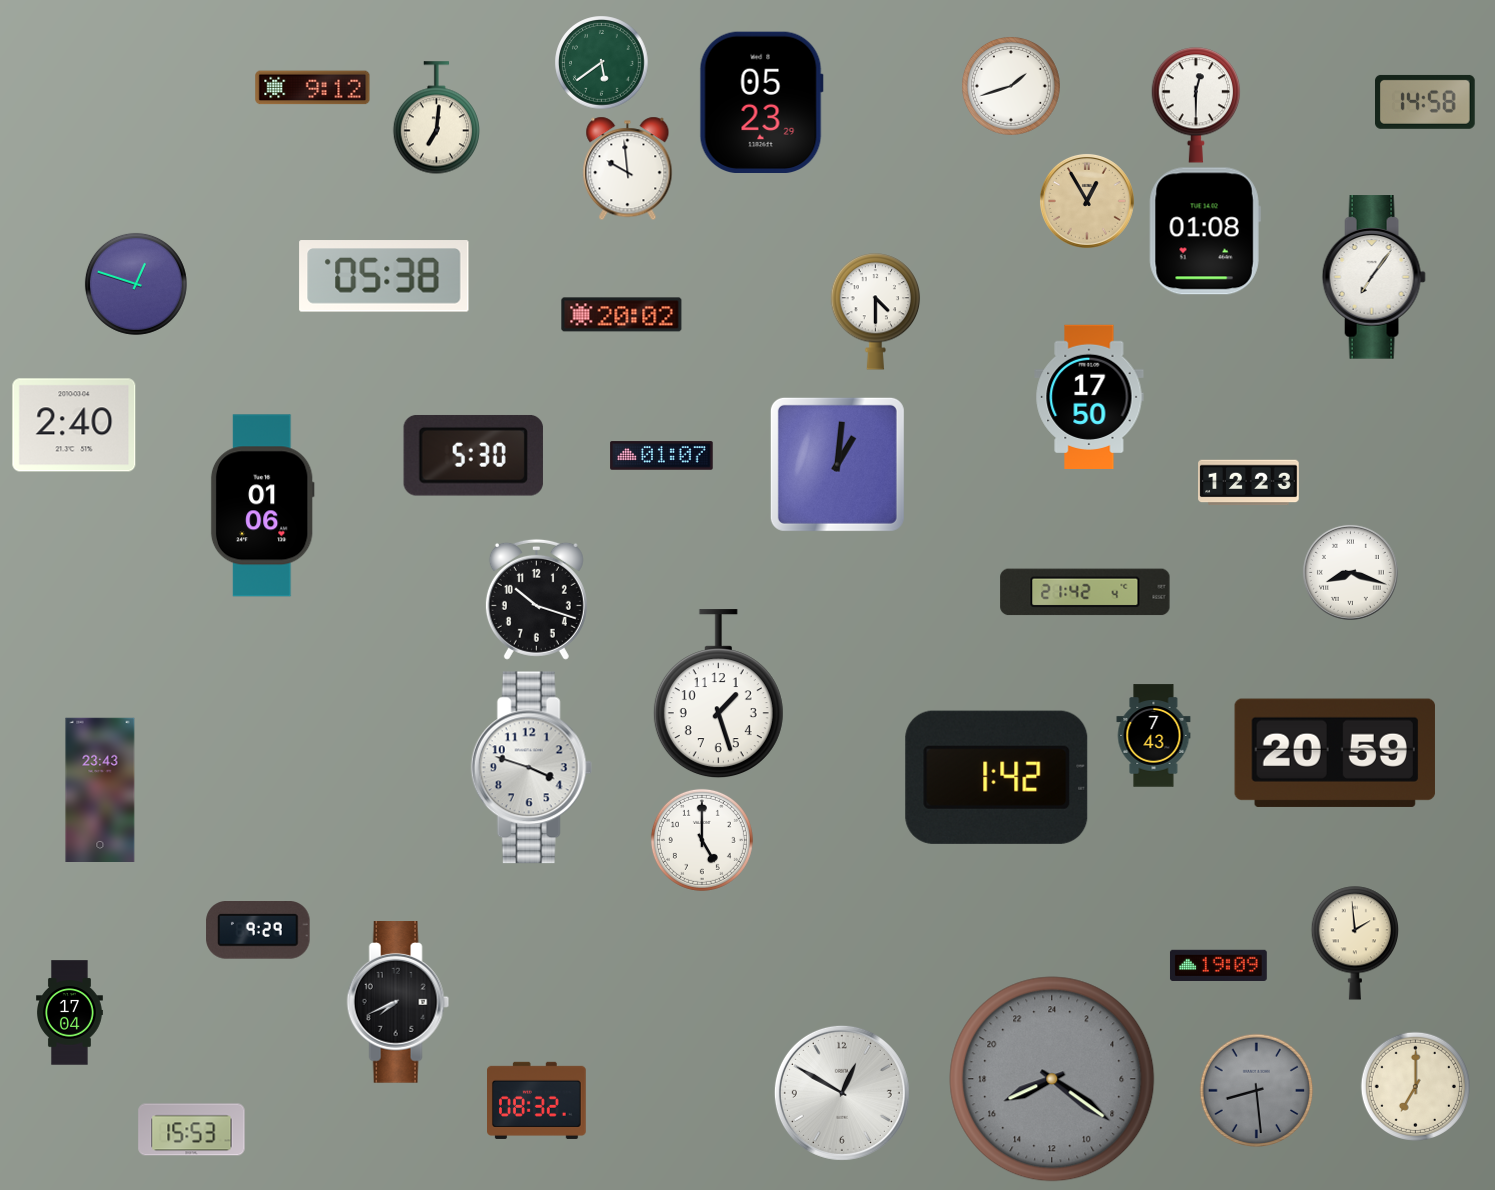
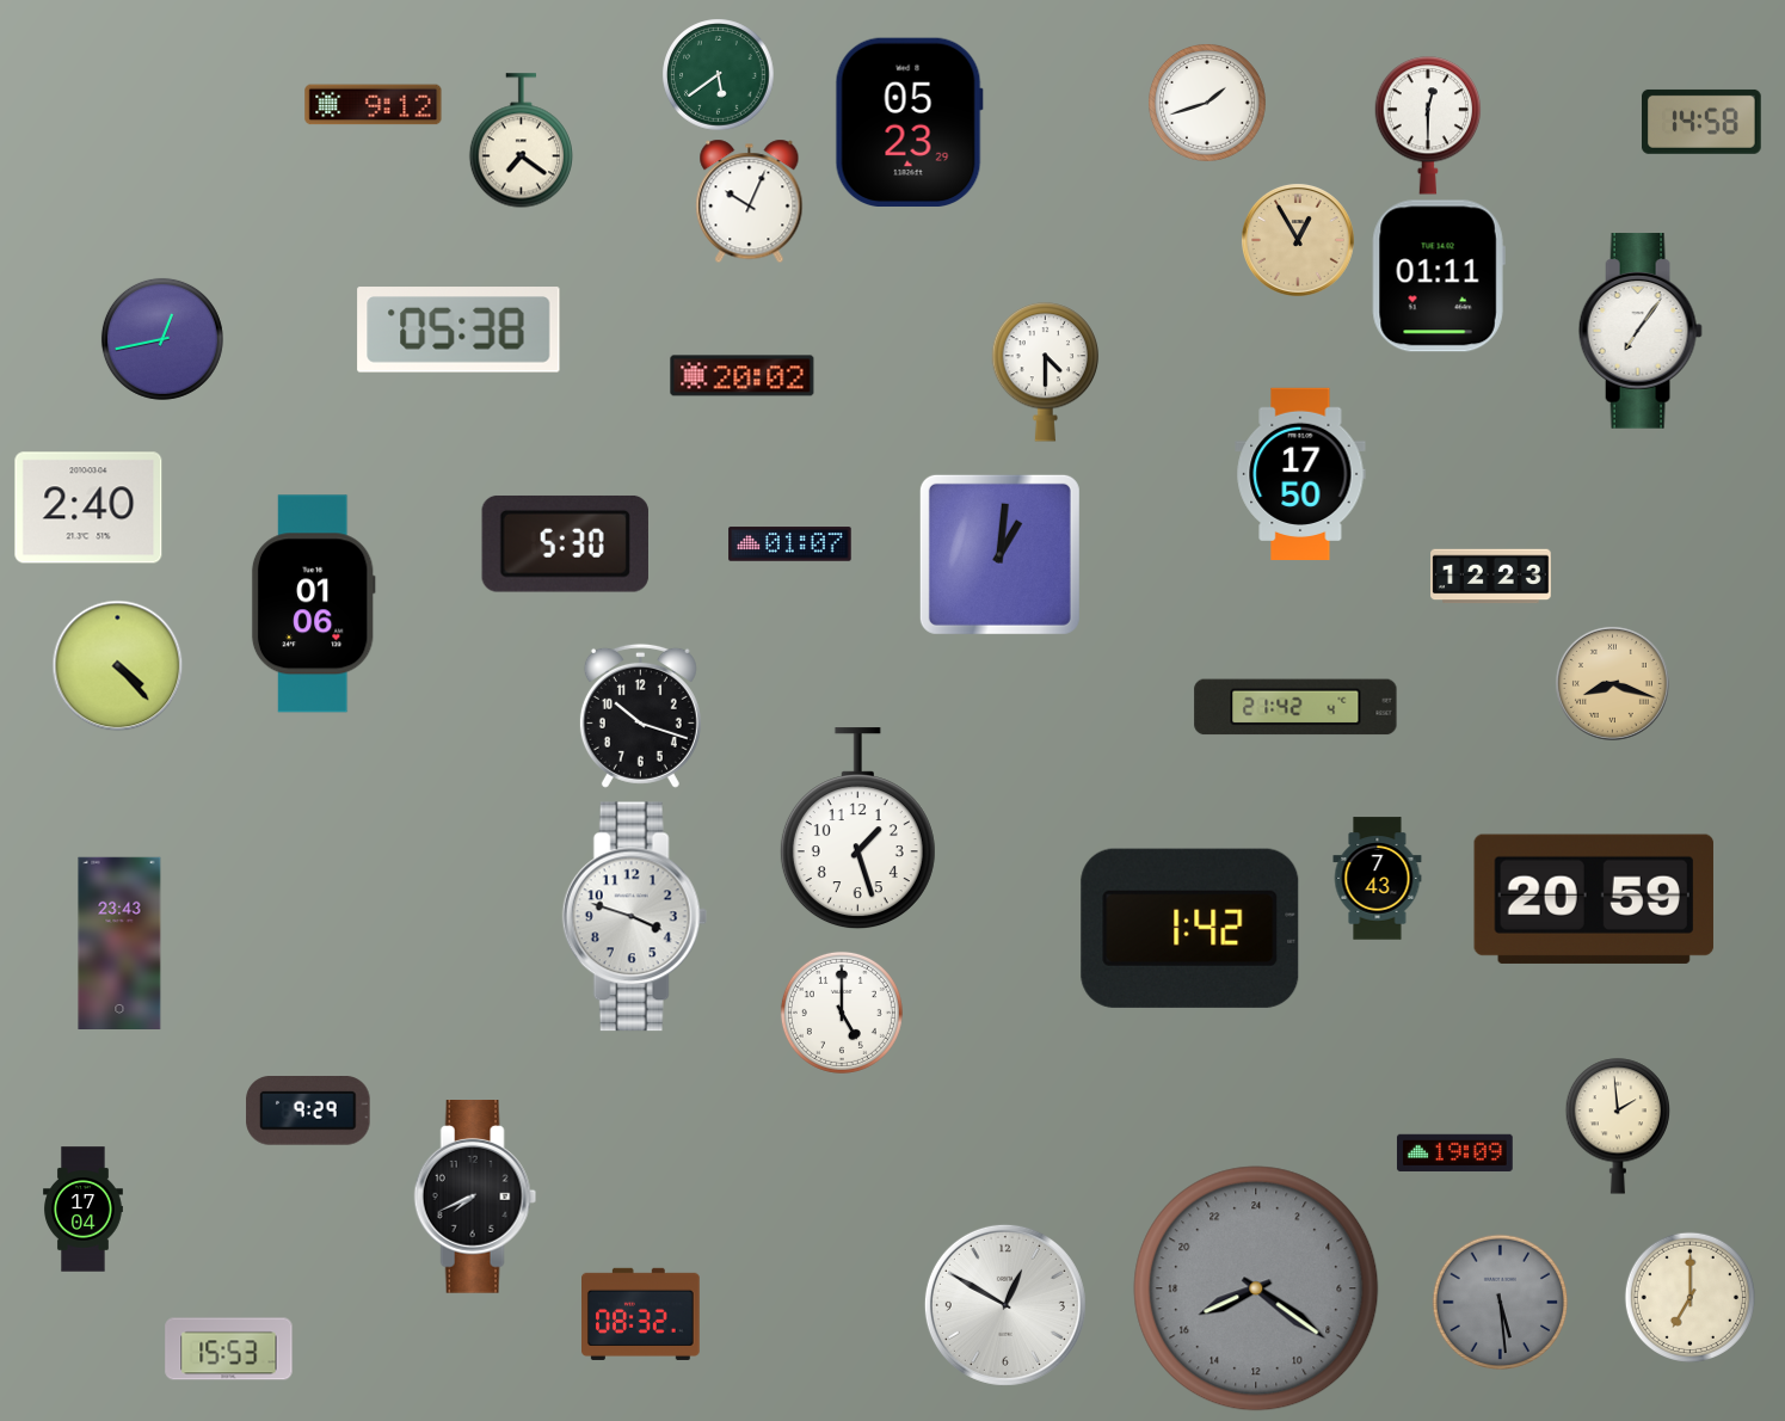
clock at (436, 118): 7:01 -> 7:21
clock at (628, 168): 9:59 -> 10:04
clock at (1205, 231): 01:08 -> 01:11
clock at (136, 284): 12:48 -> 12:43
clock at (117, 665): none -> 4:23
clock at (1350, 572) dial: white -> champagne
clock at (702, 840) position: (702, 840) -> (842, 1013)
clock at (1256, 1090): 8:29 -> 5:29
